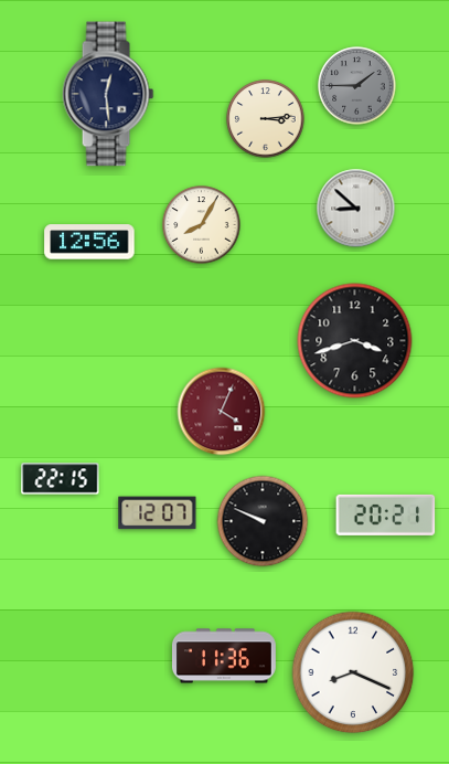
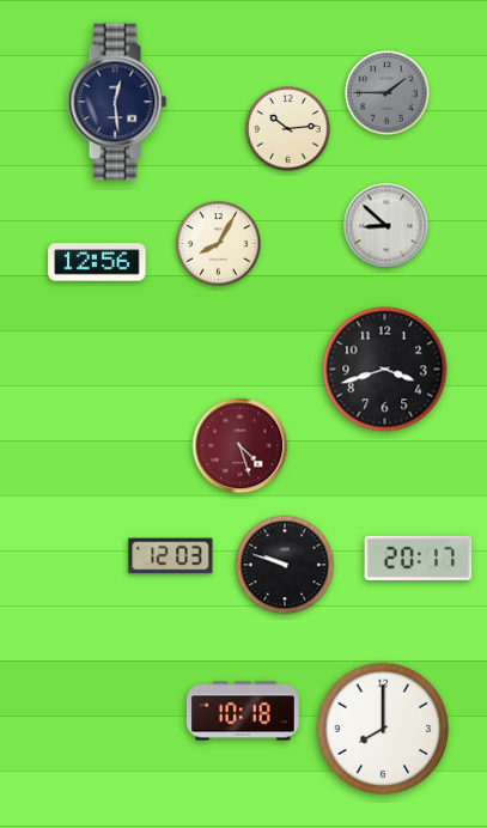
clock at (266, 119): 3:14 -> 10:14
clock at (222, 412): 4:04 -> 4:27
clock at (61, 479): 22:15 -> none
clock at (158, 513): 12:07 -> 12:03
clock at (386, 514): 20:21 -> 20:17
clock at (263, 521): 9:49 -> 9:48
clock at (224, 656): 11:36 -> 10:18
clock at (353, 672): 8:19 -> 8:00
